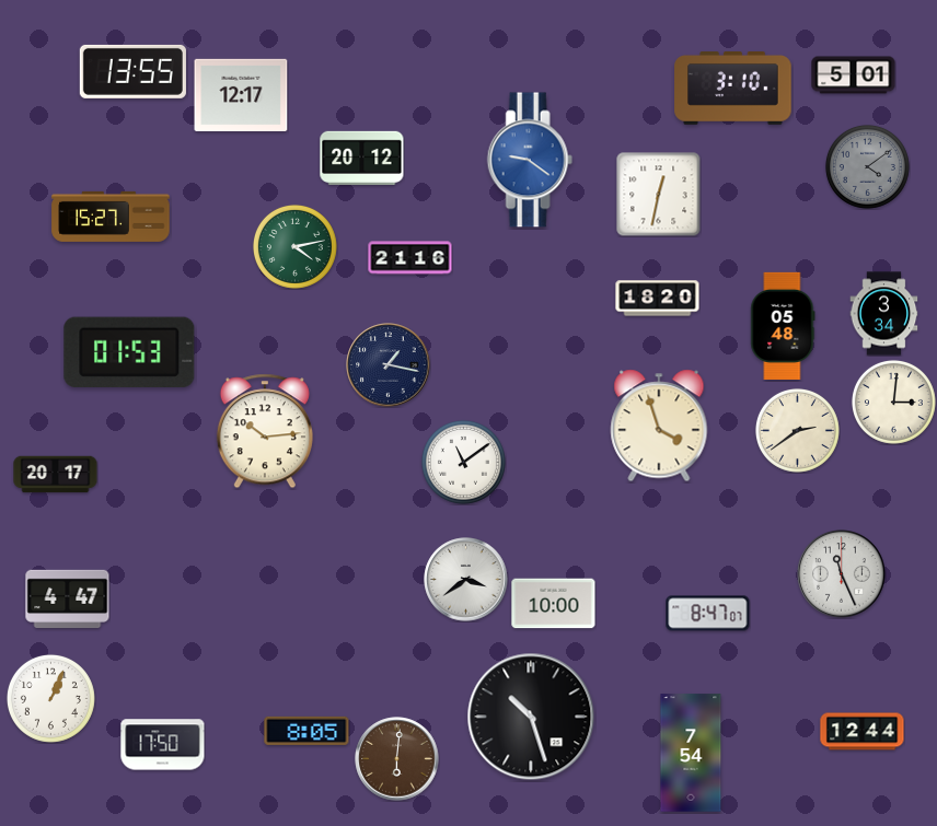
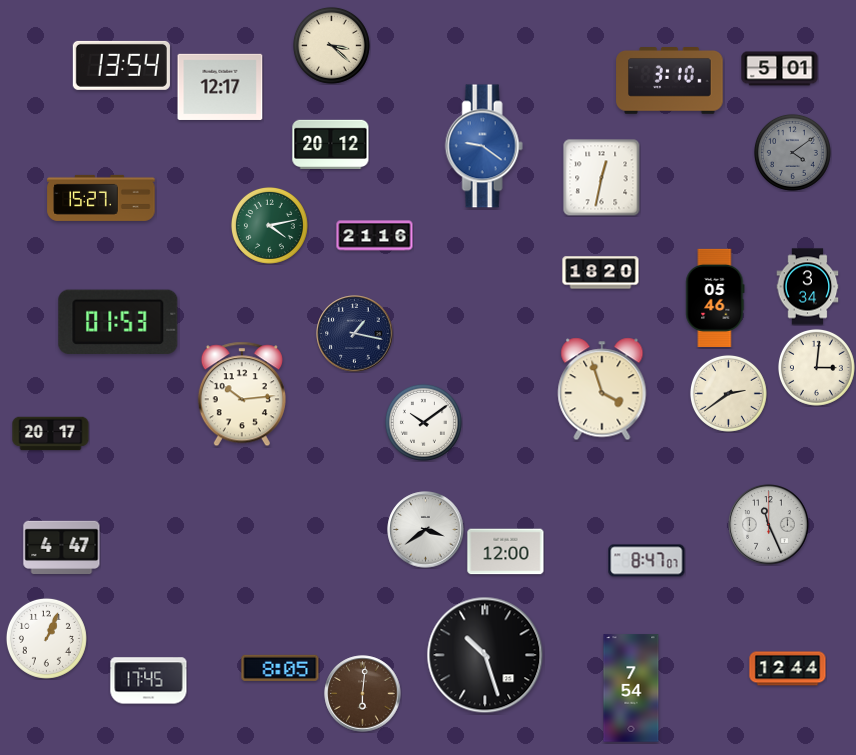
clock at (331, 45): none -> 3:22
clock at (132, 71): 13:55 -> 13:54
clock at (783, 326): 05:48 -> 05:46
clock at (463, 462): 11:09 -> 10:09
clock at (554, 604): 10:00 -> 12:00
clock at (163, 745): 17:50 -> 17:45
